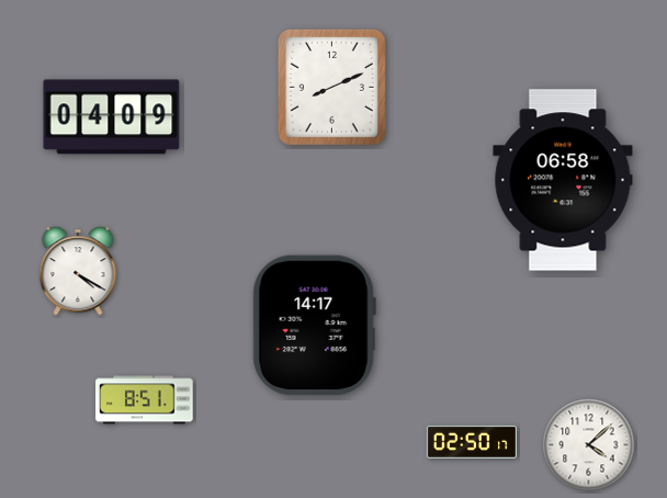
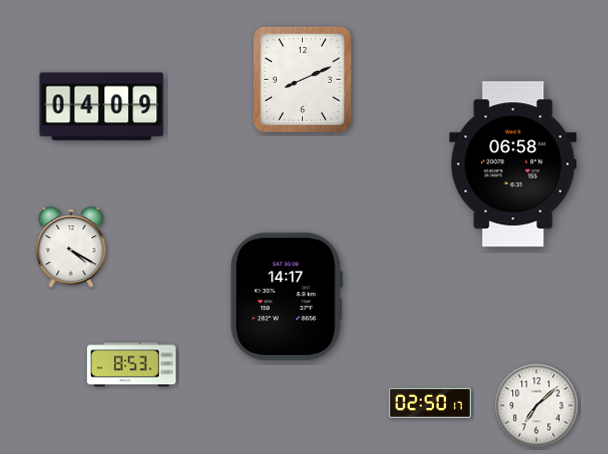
clock at (145, 400): 8:51 -> 8:53
clock at (589, 445): 4:08 -> 7:08
